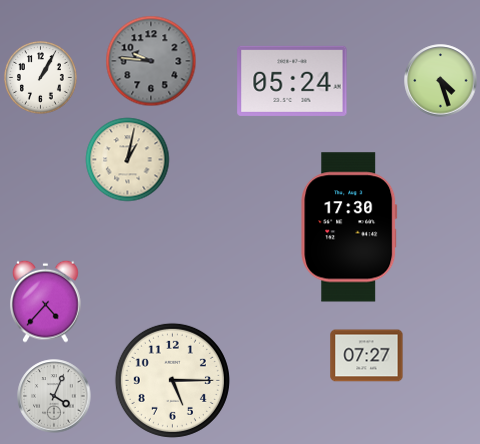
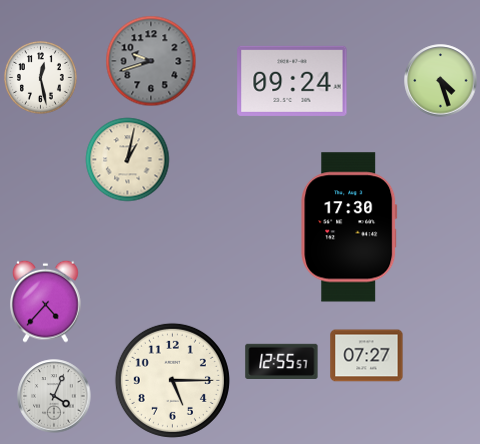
clock at (151, 61): 9:46 -> 9:42
clock at (40, 77): 1:05 -> 12:28
clock at (292, 81): 05:24 -> 09:24
clock at (282, 361): none -> 12:55
